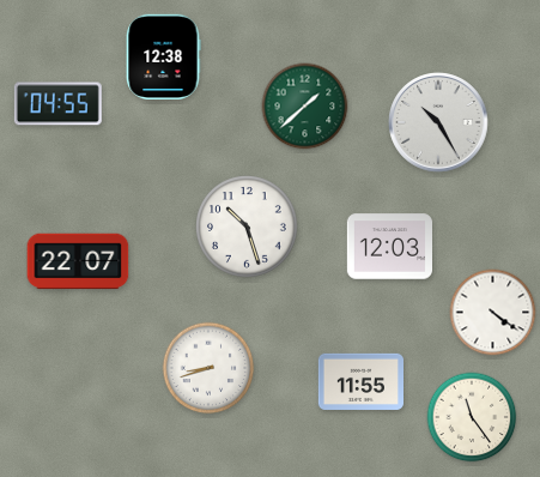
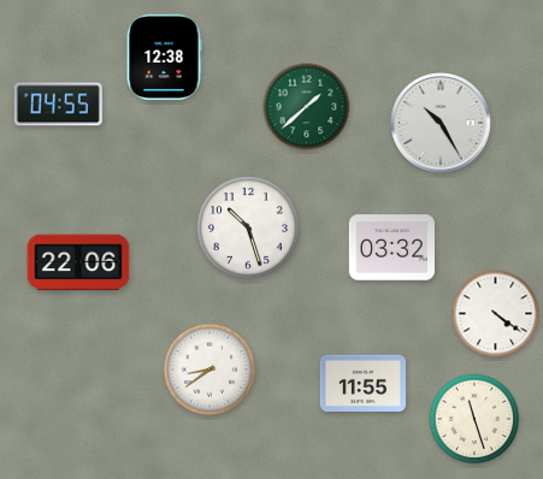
clock at (389, 247): 12:03 -> 03:32
clock at (78, 261): 22:07 -> 22:06
clock at (208, 368): 8:42 -> 8:39
clock at (472, 417): 11:24 -> 11:27
